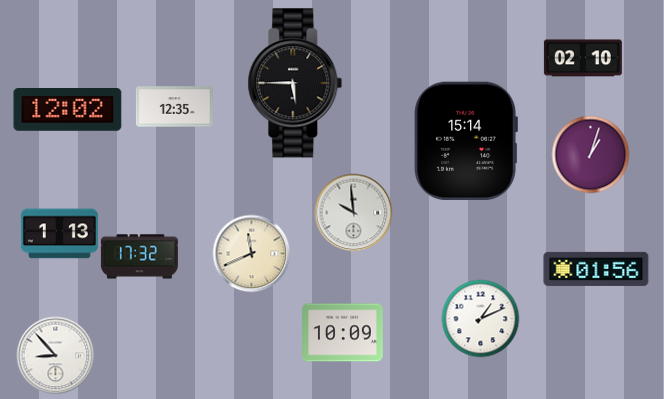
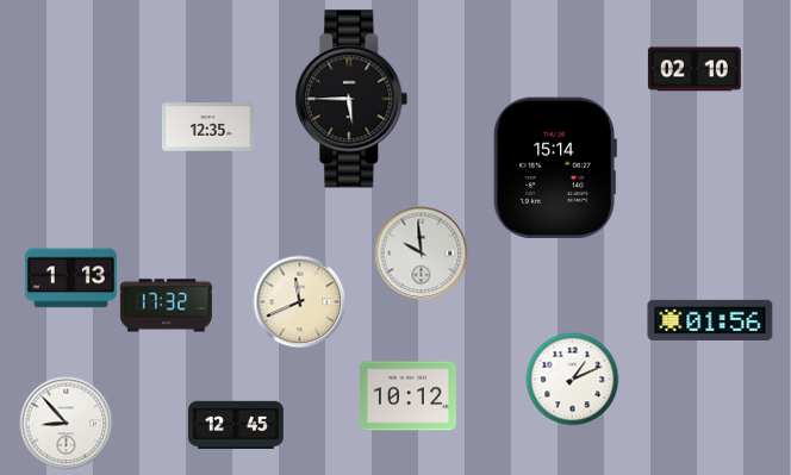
clock at (68, 110): 12:02 -> none
clock at (590, 154): 1:03 -> none
clock at (343, 333): 10:09 -> 10:12
clock at (236, 425): none -> 12:45
